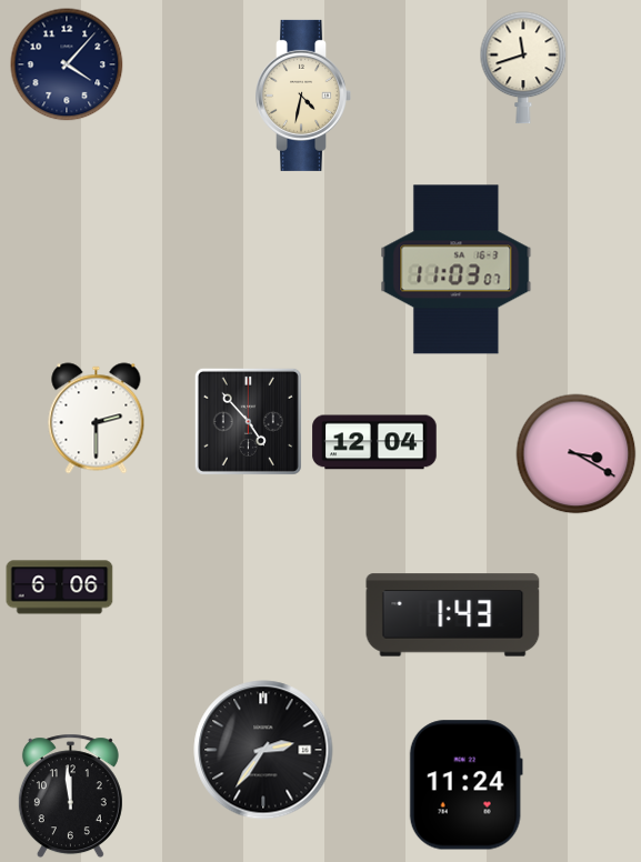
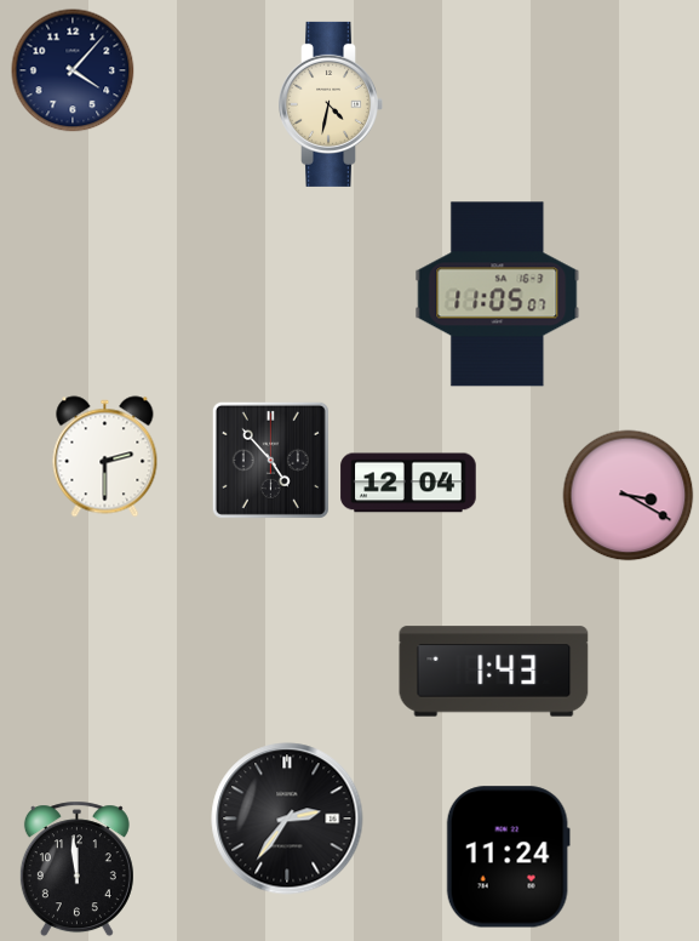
clock at (523, 68): 11:42 -> none
clock at (457, 270): 11:03 -> 11:05
clock at (60, 588): 6:06 -> none
